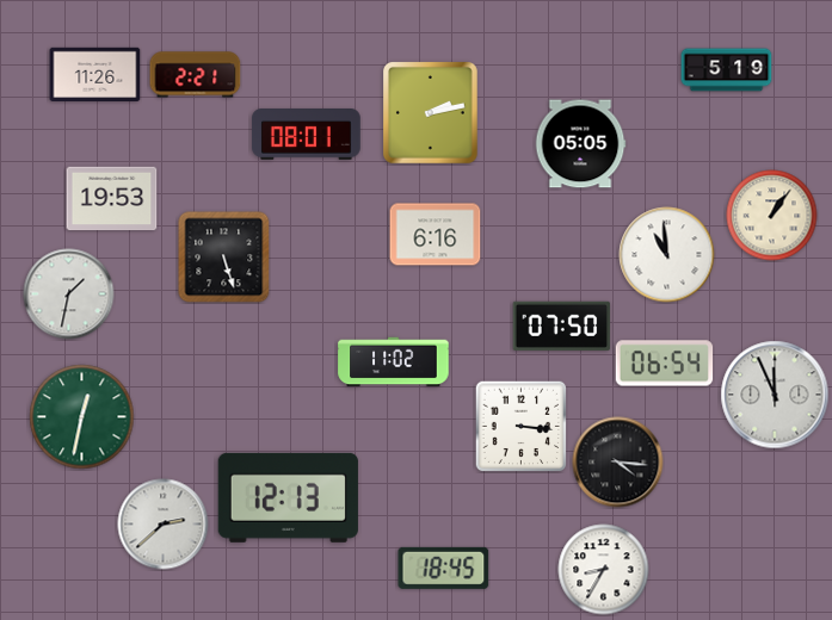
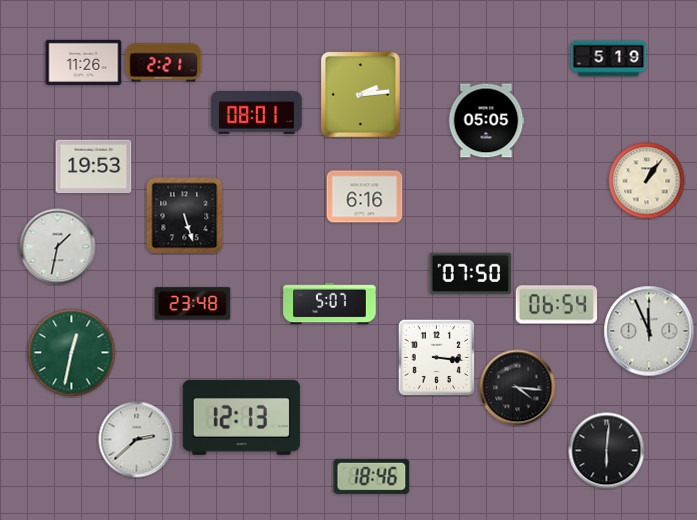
clock at (95, 74) position: (95, 74) -> (84, 62)
clock at (431, 113): 2:13 -> 2:14
clock at (667, 255): 10:59 -> none
clock at (224, 258) position: (224, 258) -> (185, 216)
clock at (193, 304): none -> 23:48
clock at (394, 362): 11:02 -> 5:07
clock at (82, 417) position: (82, 417) -> (72, 353)
clock at (607, 451): none -> 6:01
clock at (444, 568): 18:45 -> 18:46
clock at (604, 570): 8:35 -> none
